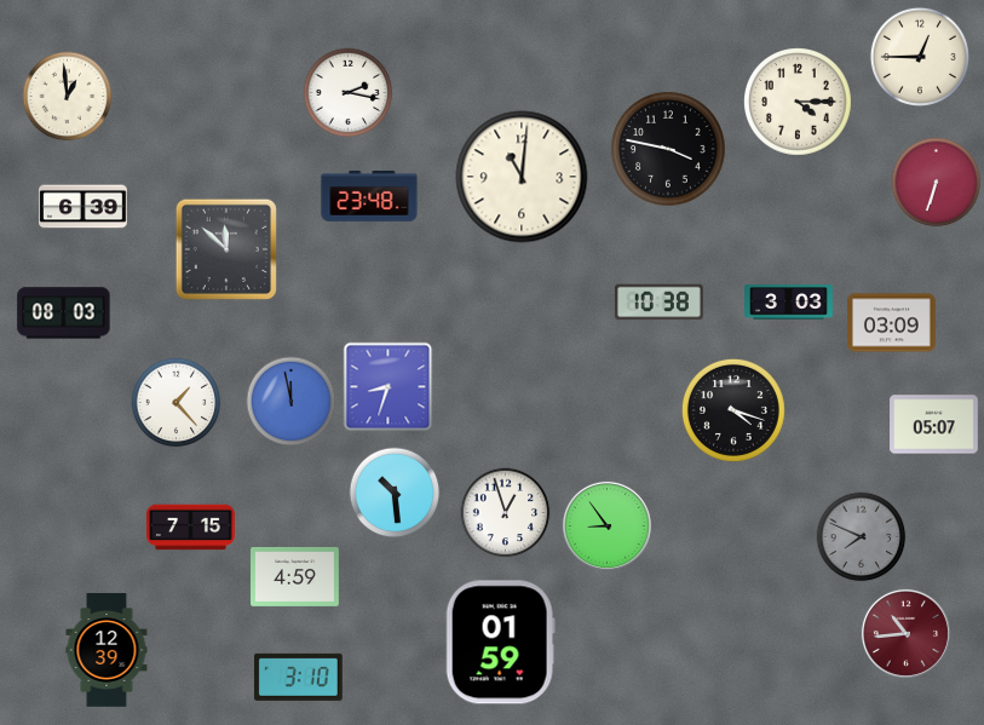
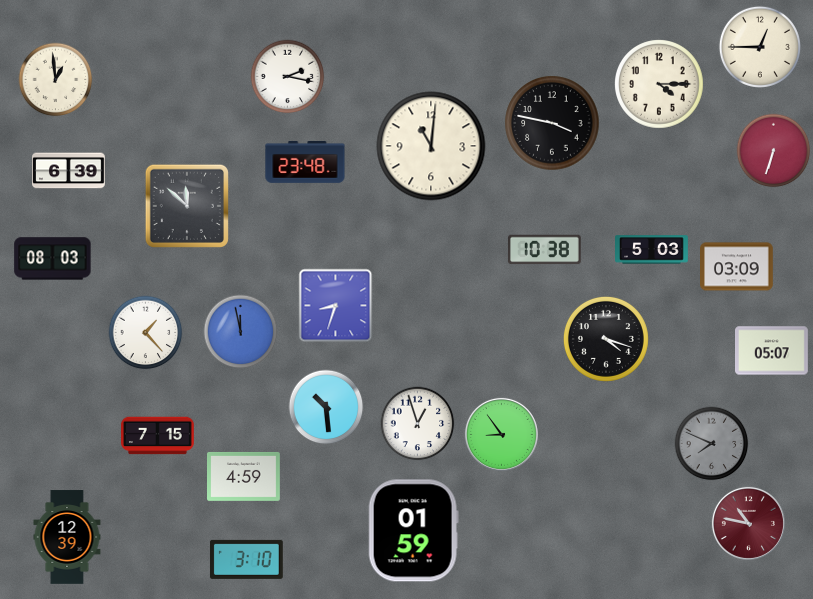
clock at (789, 303): 3:03 -> 5:03
clock at (389, 387) position: (389, 387) -> (336, 306)
clock at (905, 633): 10:44 -> 10:47
clock at (107, 650) position: (107, 650) -> (67, 537)
